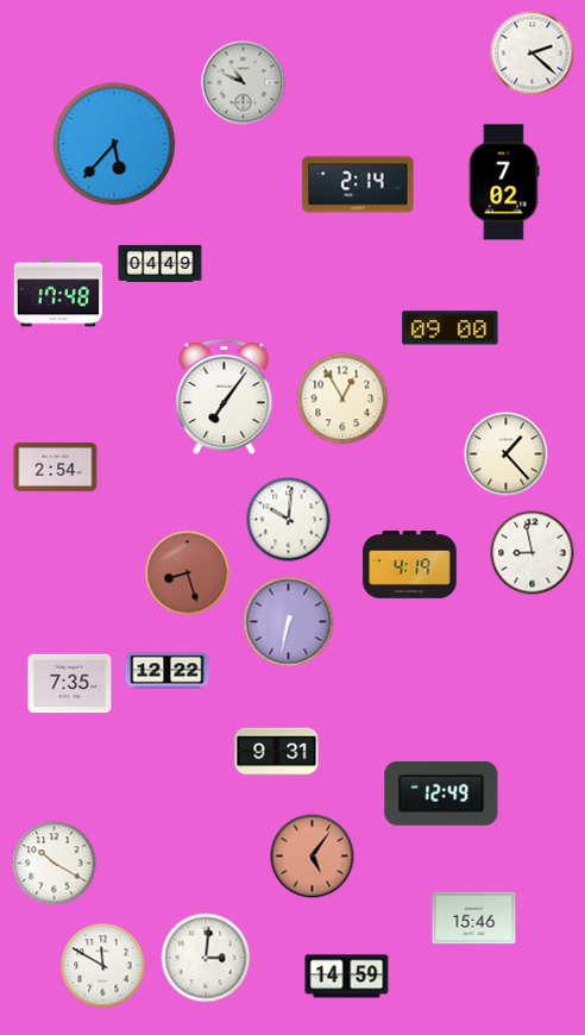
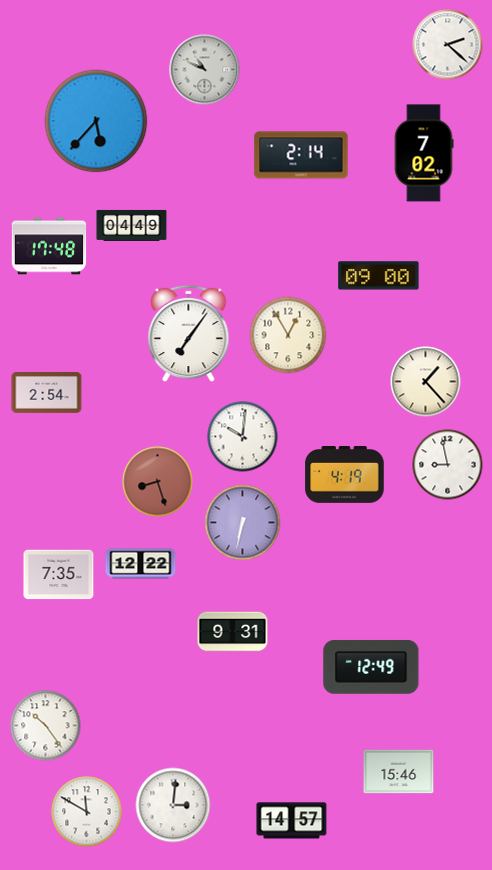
clock at (161, 263) position: (161, 263) -> (132, 225)
clock at (313, 857): 5:06 -> none
clock at (55, 864): 10:20 -> 10:24
clock at (347, 977): 14:59 -> 14:57
